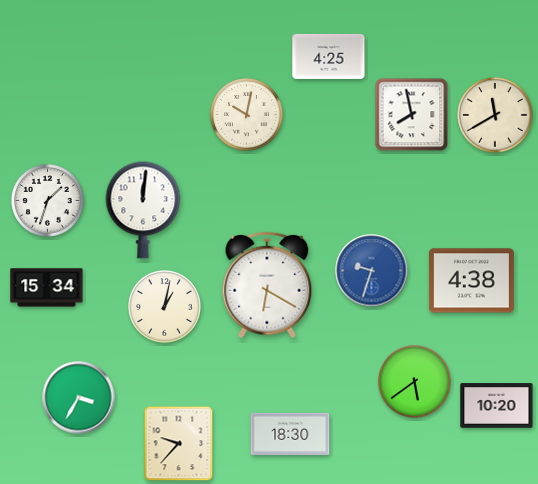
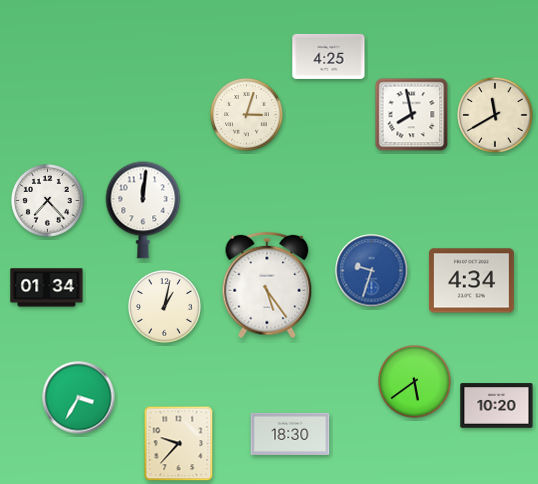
clock at (247, 115): 10:02 -> 3:03
clock at (48, 201): 1:33 -> 7:23
clock at (471, 281): 4:38 -> 4:34
clock at (267, 285): 6:20 -> 5:24
clock at (47, 288): 15:34 -> 01:34
